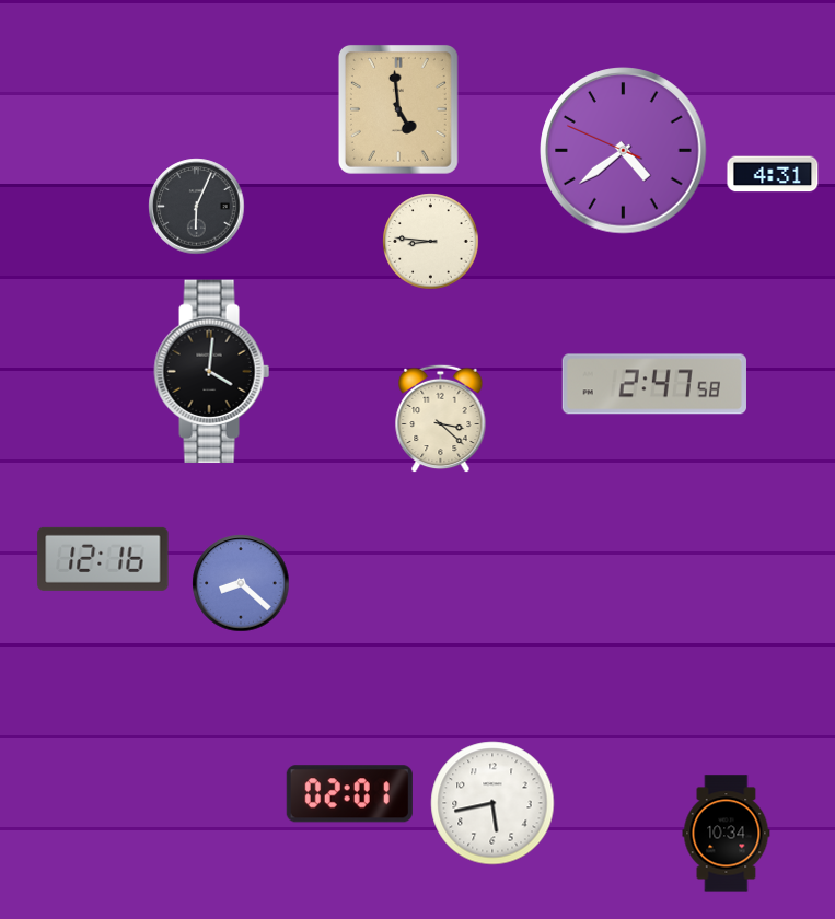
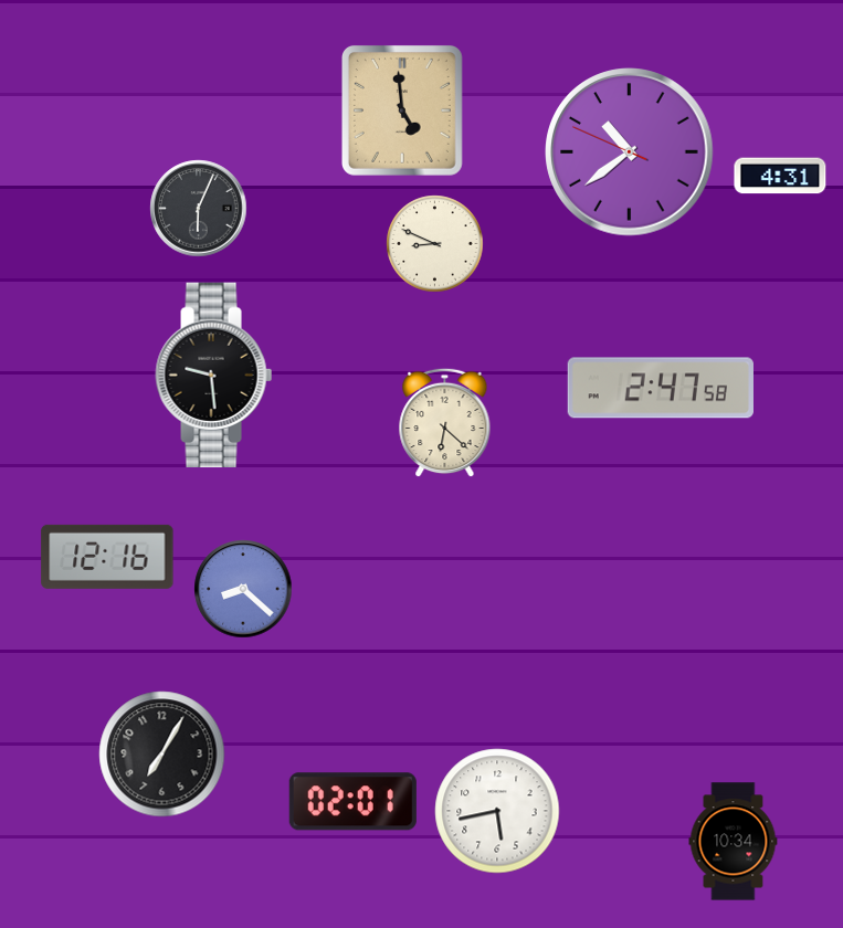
clock at (624, 151): 4:38 -> 10:38
clock at (431, 242): 8:46 -> 8:49
clock at (212, 372): 4:01 -> 9:29
clock at (441, 419): 3:22 -> 6:22
clock at (103, 559) position: (103, 559) -> (107, 557)
clock at (162, 755): none -> 7:05
